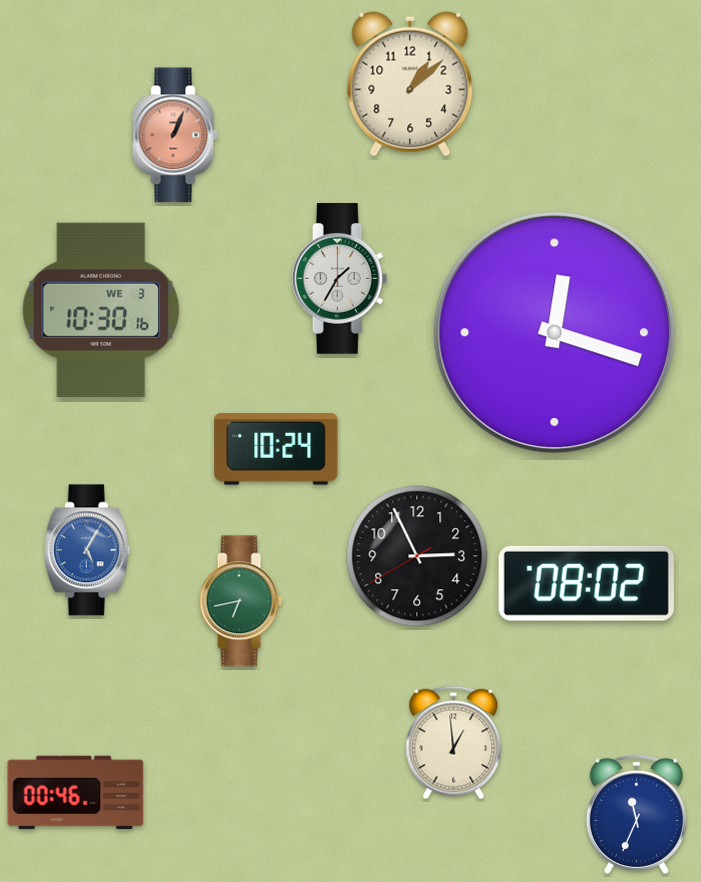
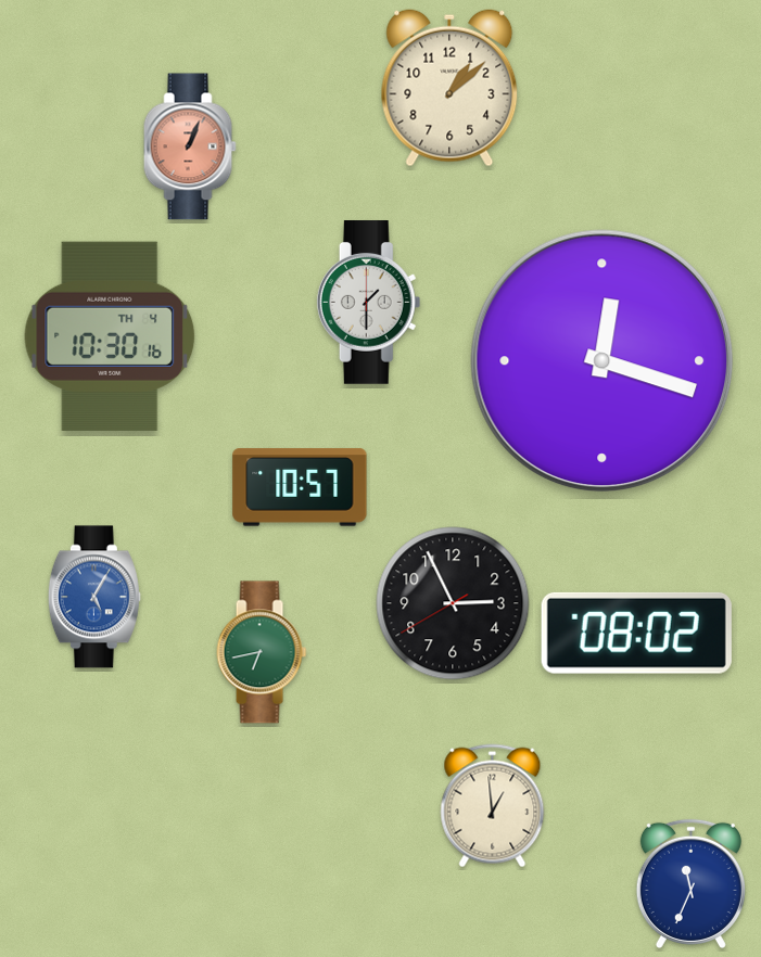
clock at (410, 84) position: (410, 84) -> (449, 88)
clock at (340, 279): 1:35 -> 1:30
clock at (101, 310) date: WE 3 -> TH 4
clock at (276, 449): 10:24 -> 10:57
clock at (76, 793): 00:46 -> none
